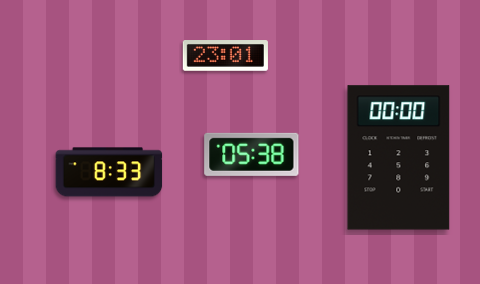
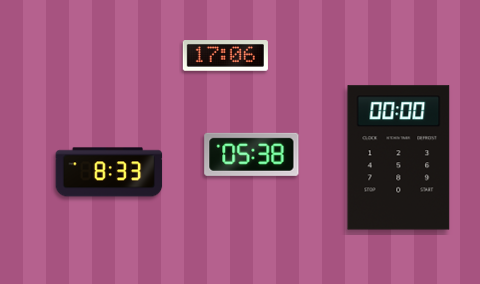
clock at (225, 56): 23:01 -> 17:06
